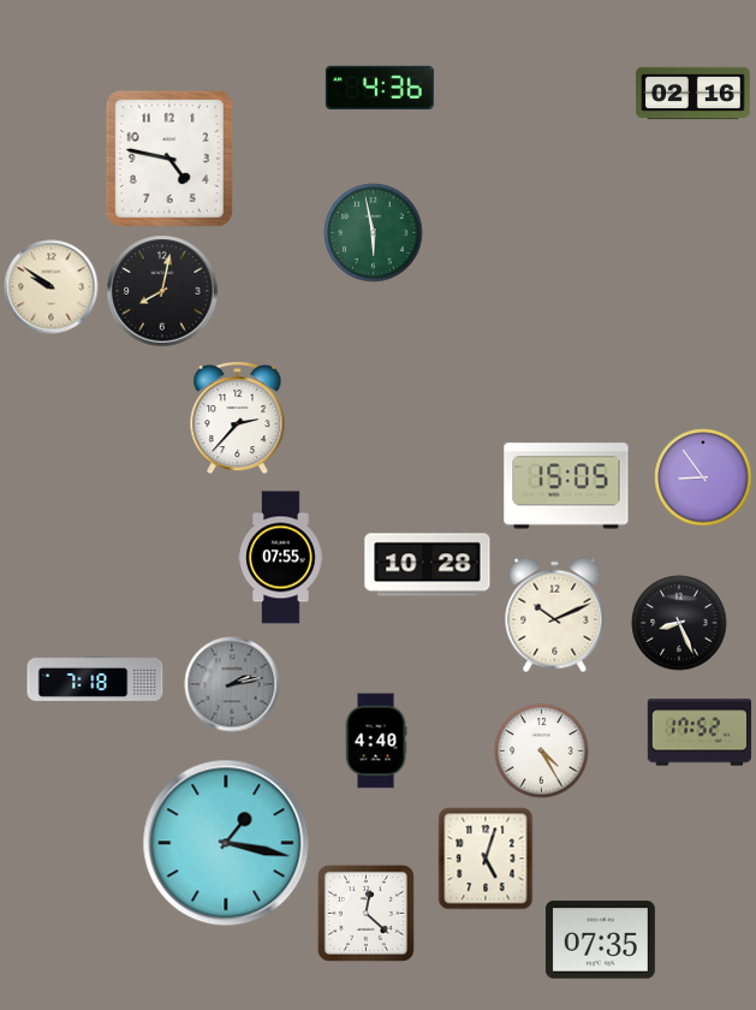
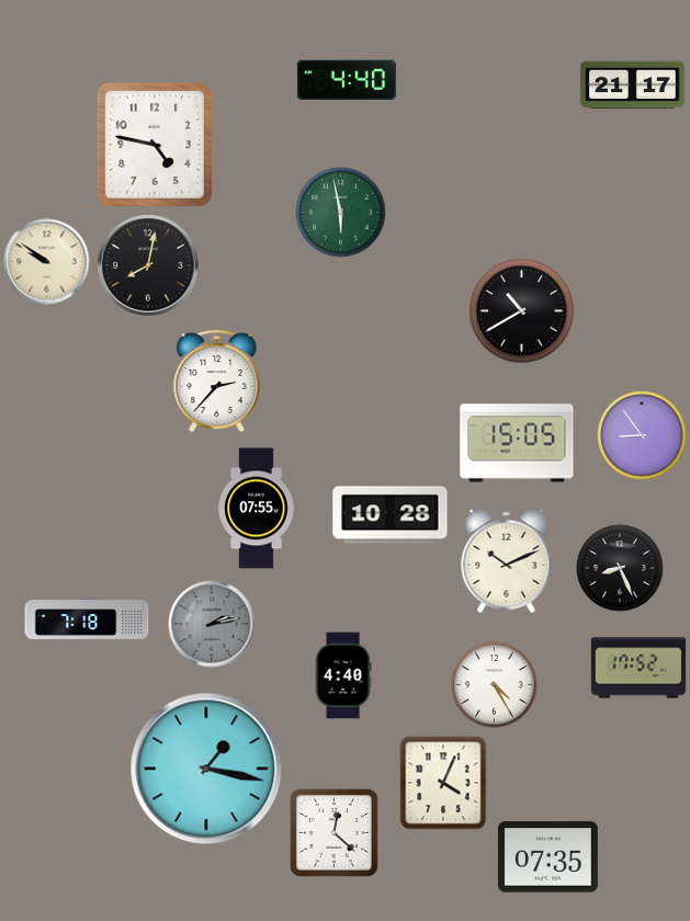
clock at (380, 88): 4:36 -> 4:40
clock at (694, 94): 02:16 -> 21:17
clock at (522, 311): none -> 10:40
clock at (486, 858): 5:03 -> 4:04
